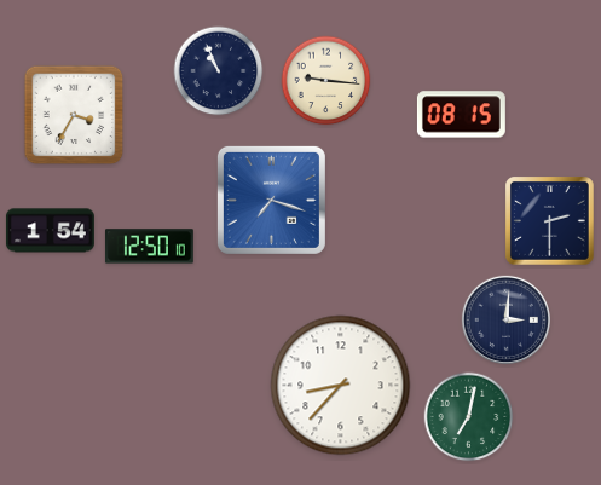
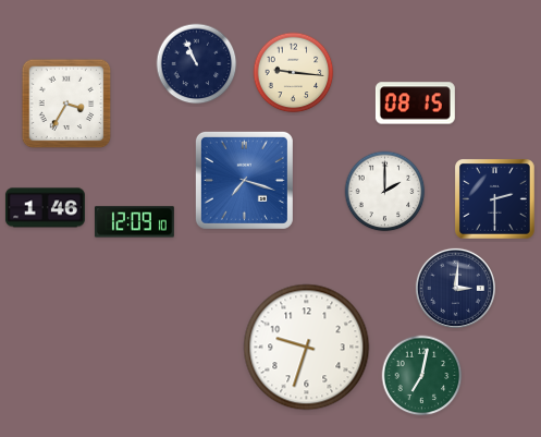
clock at (385, 192): none -> 2:00
clock at (50, 231): 1:54 -> 1:46
clock at (149, 247): 12:50 -> 12:09
clock at (341, 386): 8:37 -> 9:33
